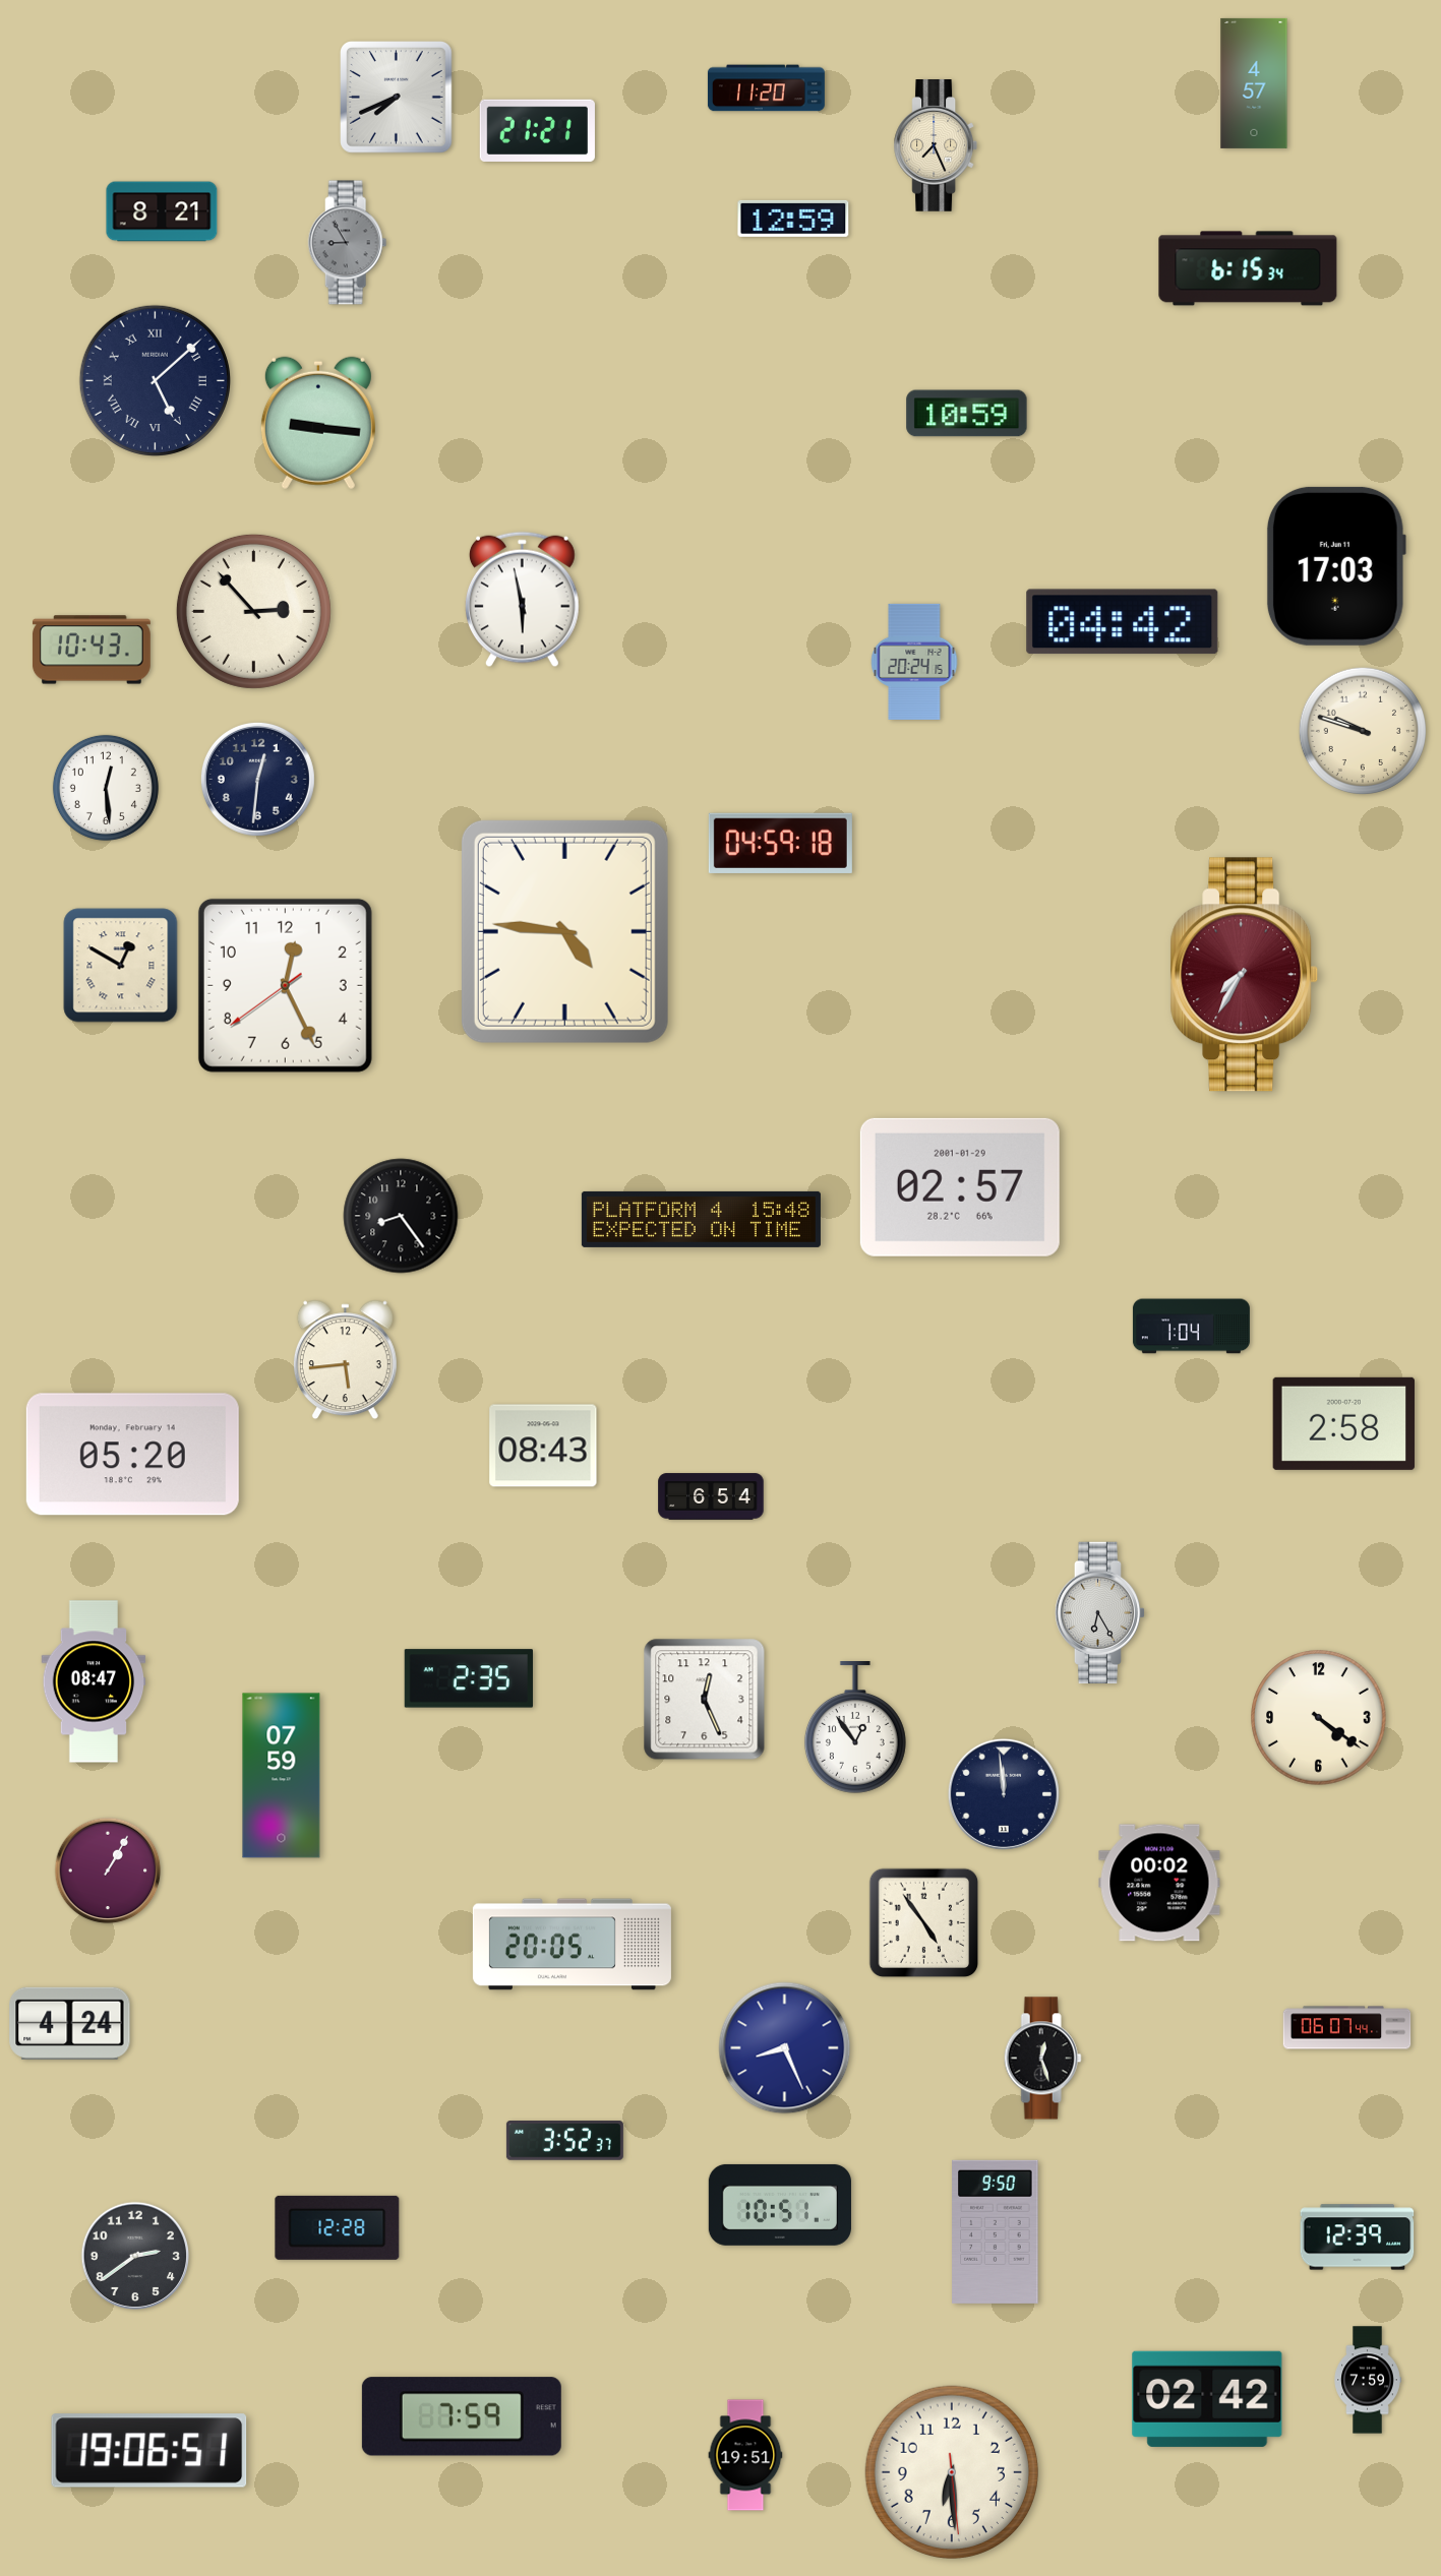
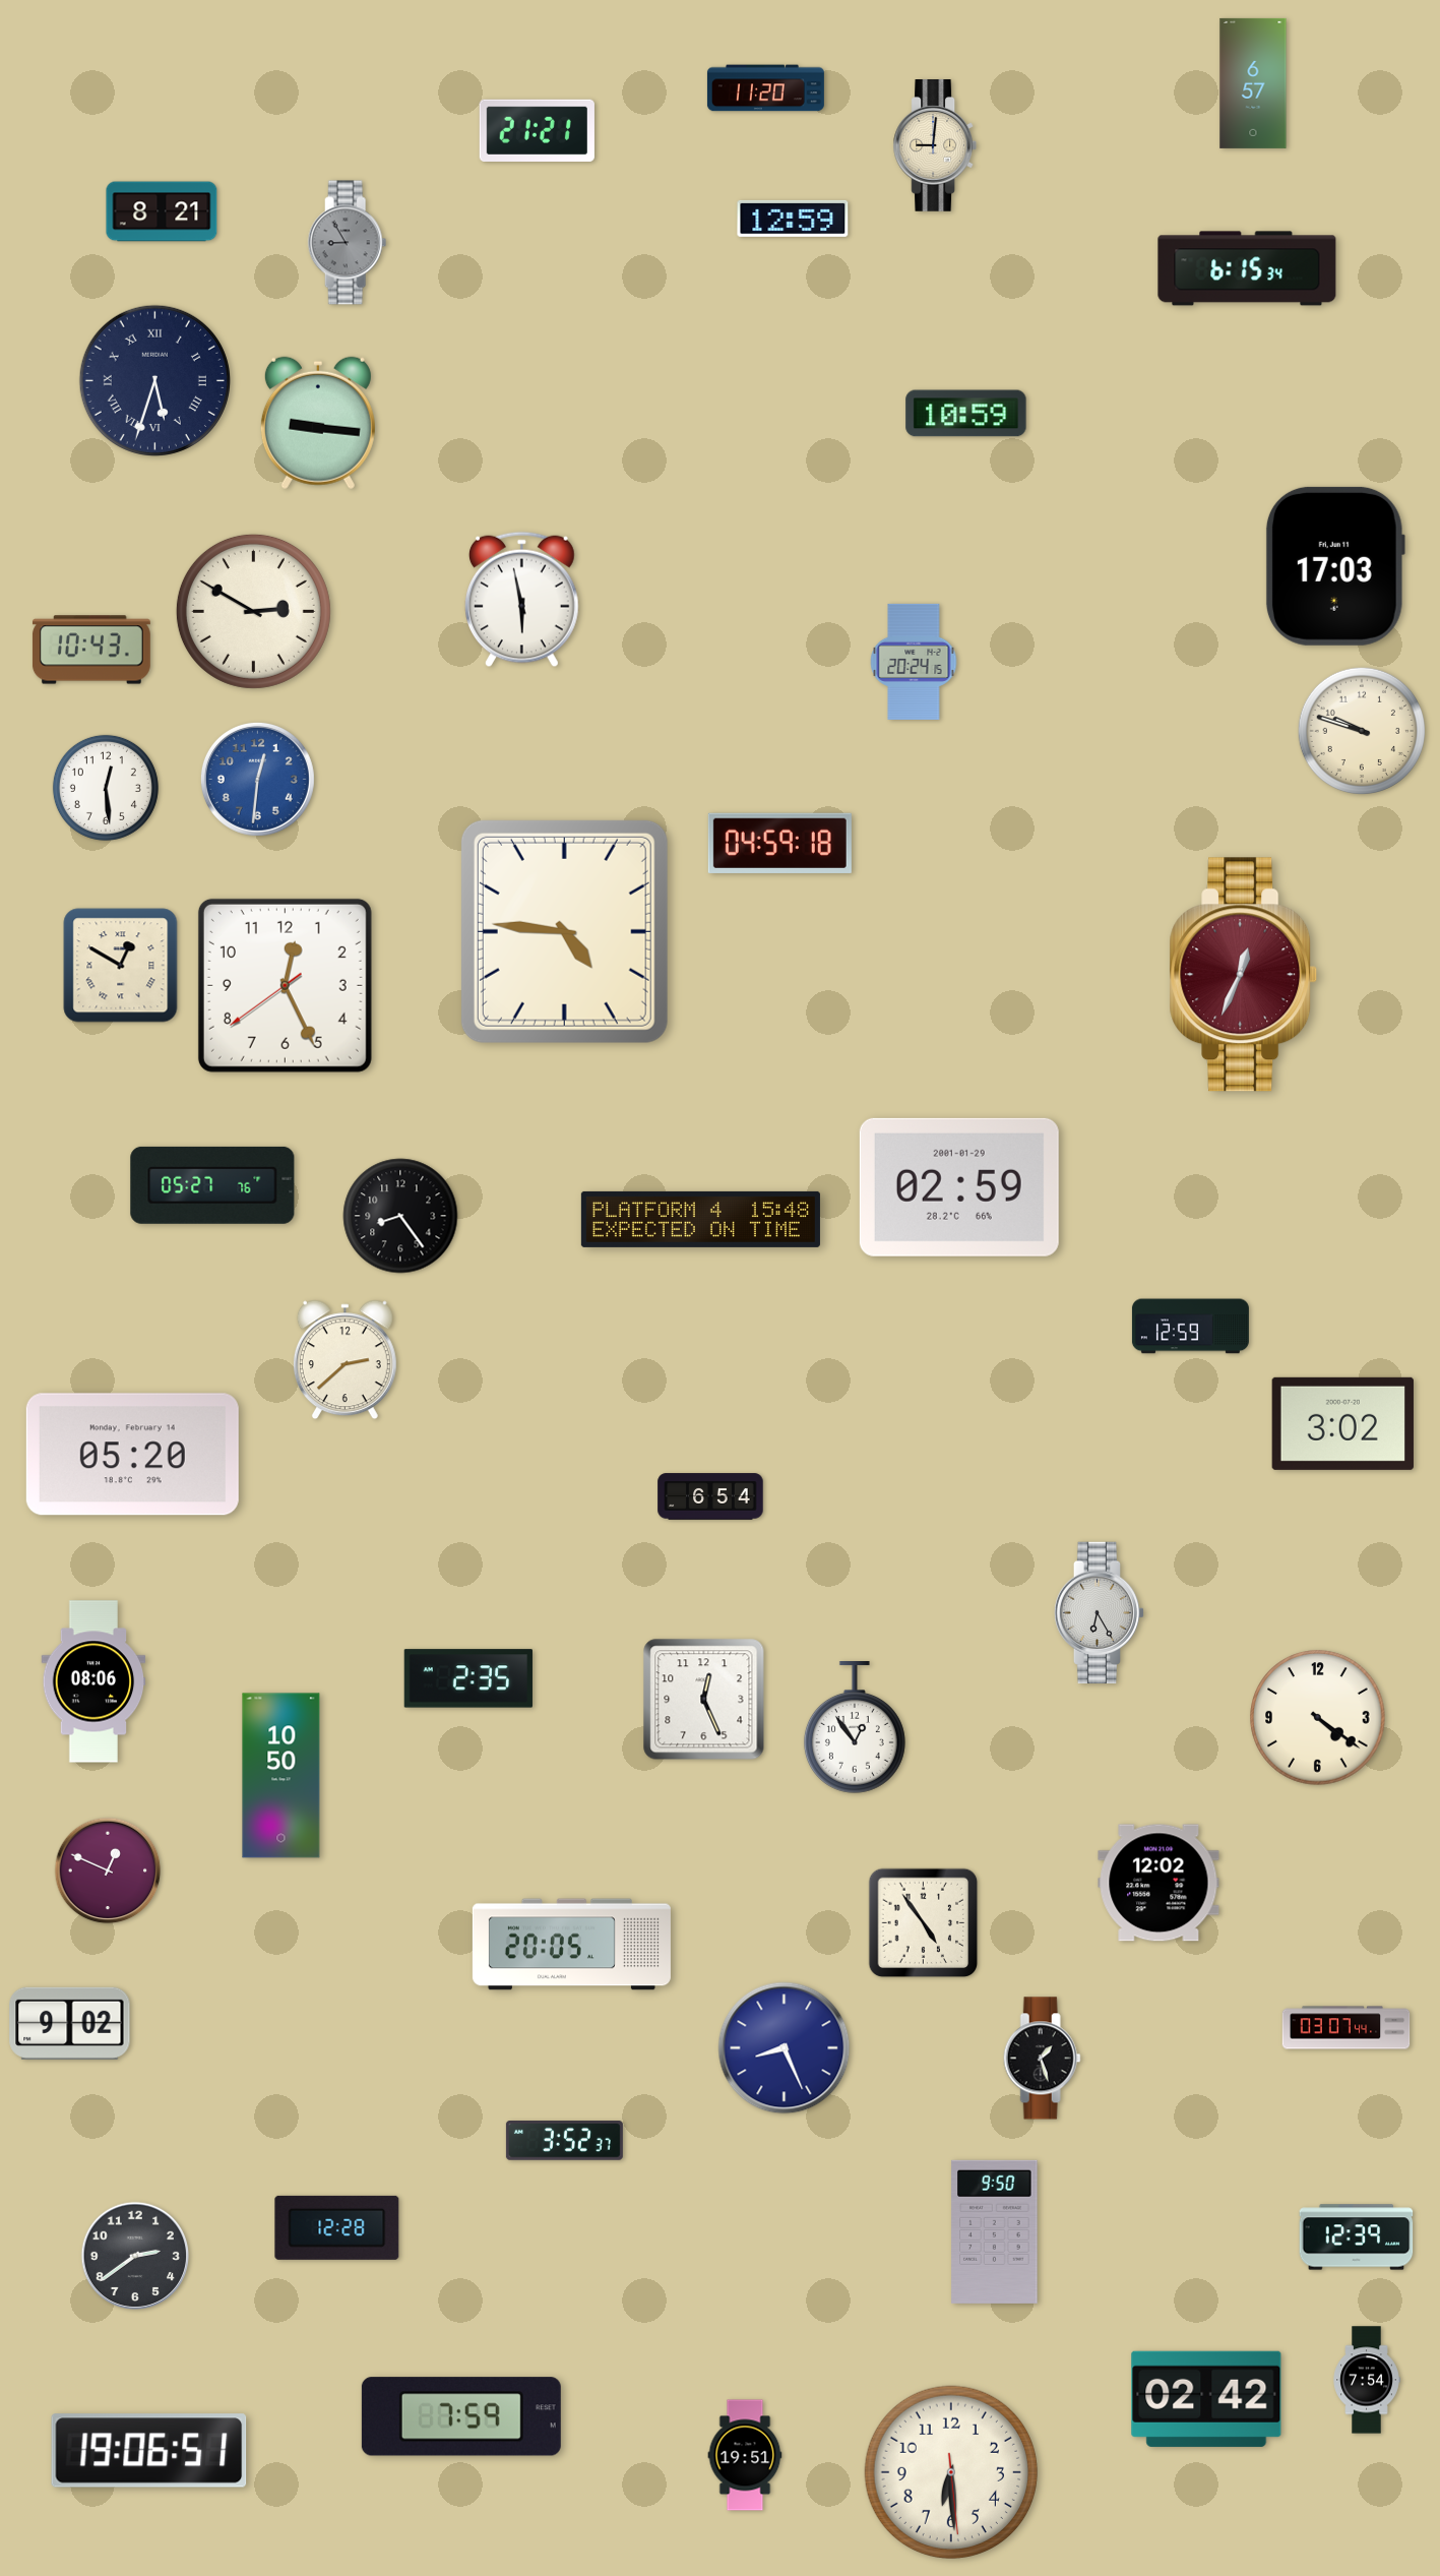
clock at (1254, 83): 4:57 -> 6:57
clock at (397, 98): 7:41 -> none
clock at (935, 146): 7:26 -> 9:01
clock at (155, 380): 5:08 -> 5:33
clock at (253, 611): 2:53 -> 2:50
clock at (1123, 622): 04:42 -> none
clock at (257, 779) dial: navy -> blue
clock at (1245, 975): 7:35 -> 12:34
clock at (212, 1185): none -> 05:27
clock at (960, 1187): 02:57 -> 02:59
clock at (1191, 1327): 1:04 -> 12:59
clock at (345, 1360): 5:44 -> 2:38
clock at (1343, 1423): 2:58 -> 3:02
clock at (543, 1446): 08:43 -> none
clock at (94, 1681): 08:47 -> 08:06
clock at (282, 1776): 07:59 -> 10:50
clock at (1004, 1794): 11:59 -> none
clock at (108, 1870): 1:05 -> 12:49
clock at (1159, 1883): 00:02 -> 12:02
clock at (70, 2023): 4:24 -> 9:02
clock at (1347, 2028): 06:07 -> 03:07
clock at (1042, 2059): 12:27 -> 1:27
clock at (780, 2205): 10:51 -> none
clock at (1368, 2380): 7:59 -> 7:54
